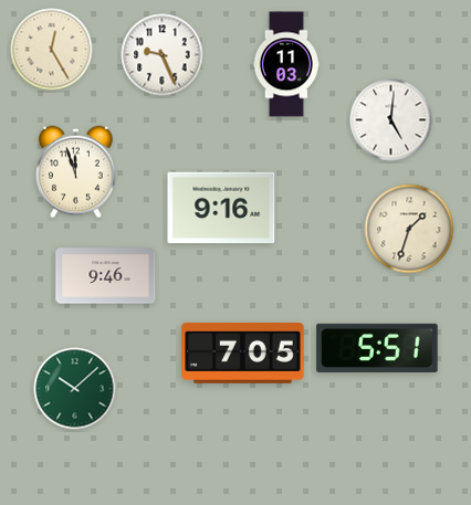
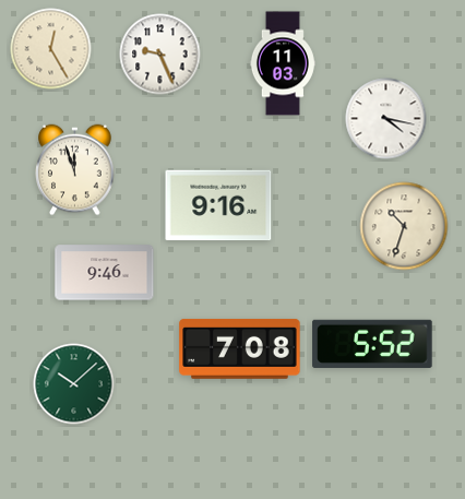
clock at (391, 120): 5:01 -> 4:17
clock at (409, 229): 1:33 -> 10:33
clock at (377, 348): 5:51 -> 5:52
clock at (243, 353): 7:05 -> 7:08
